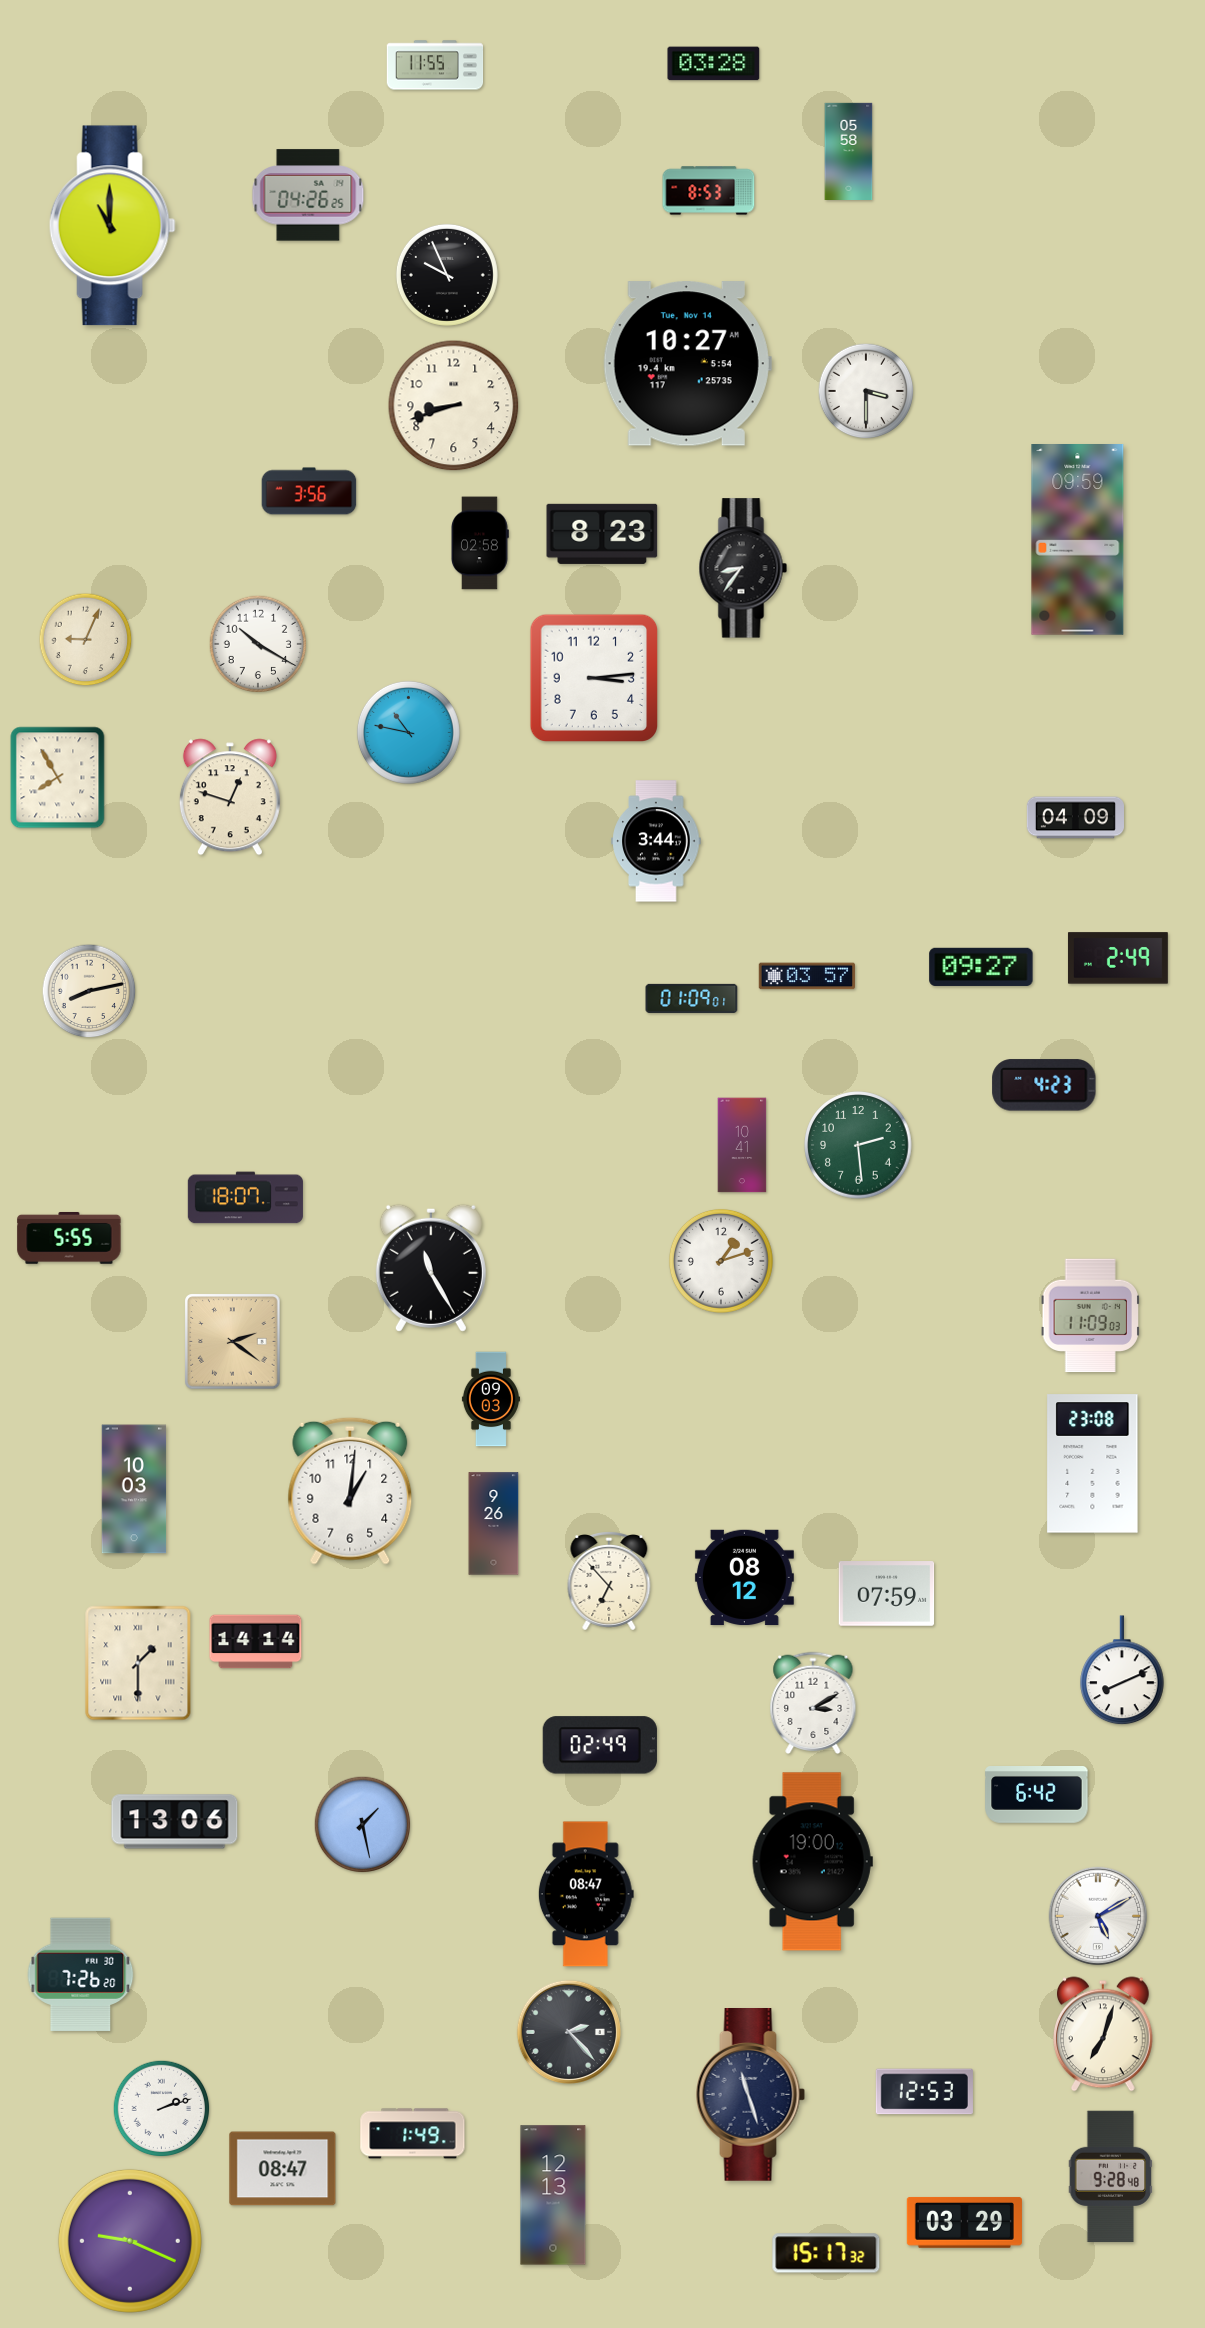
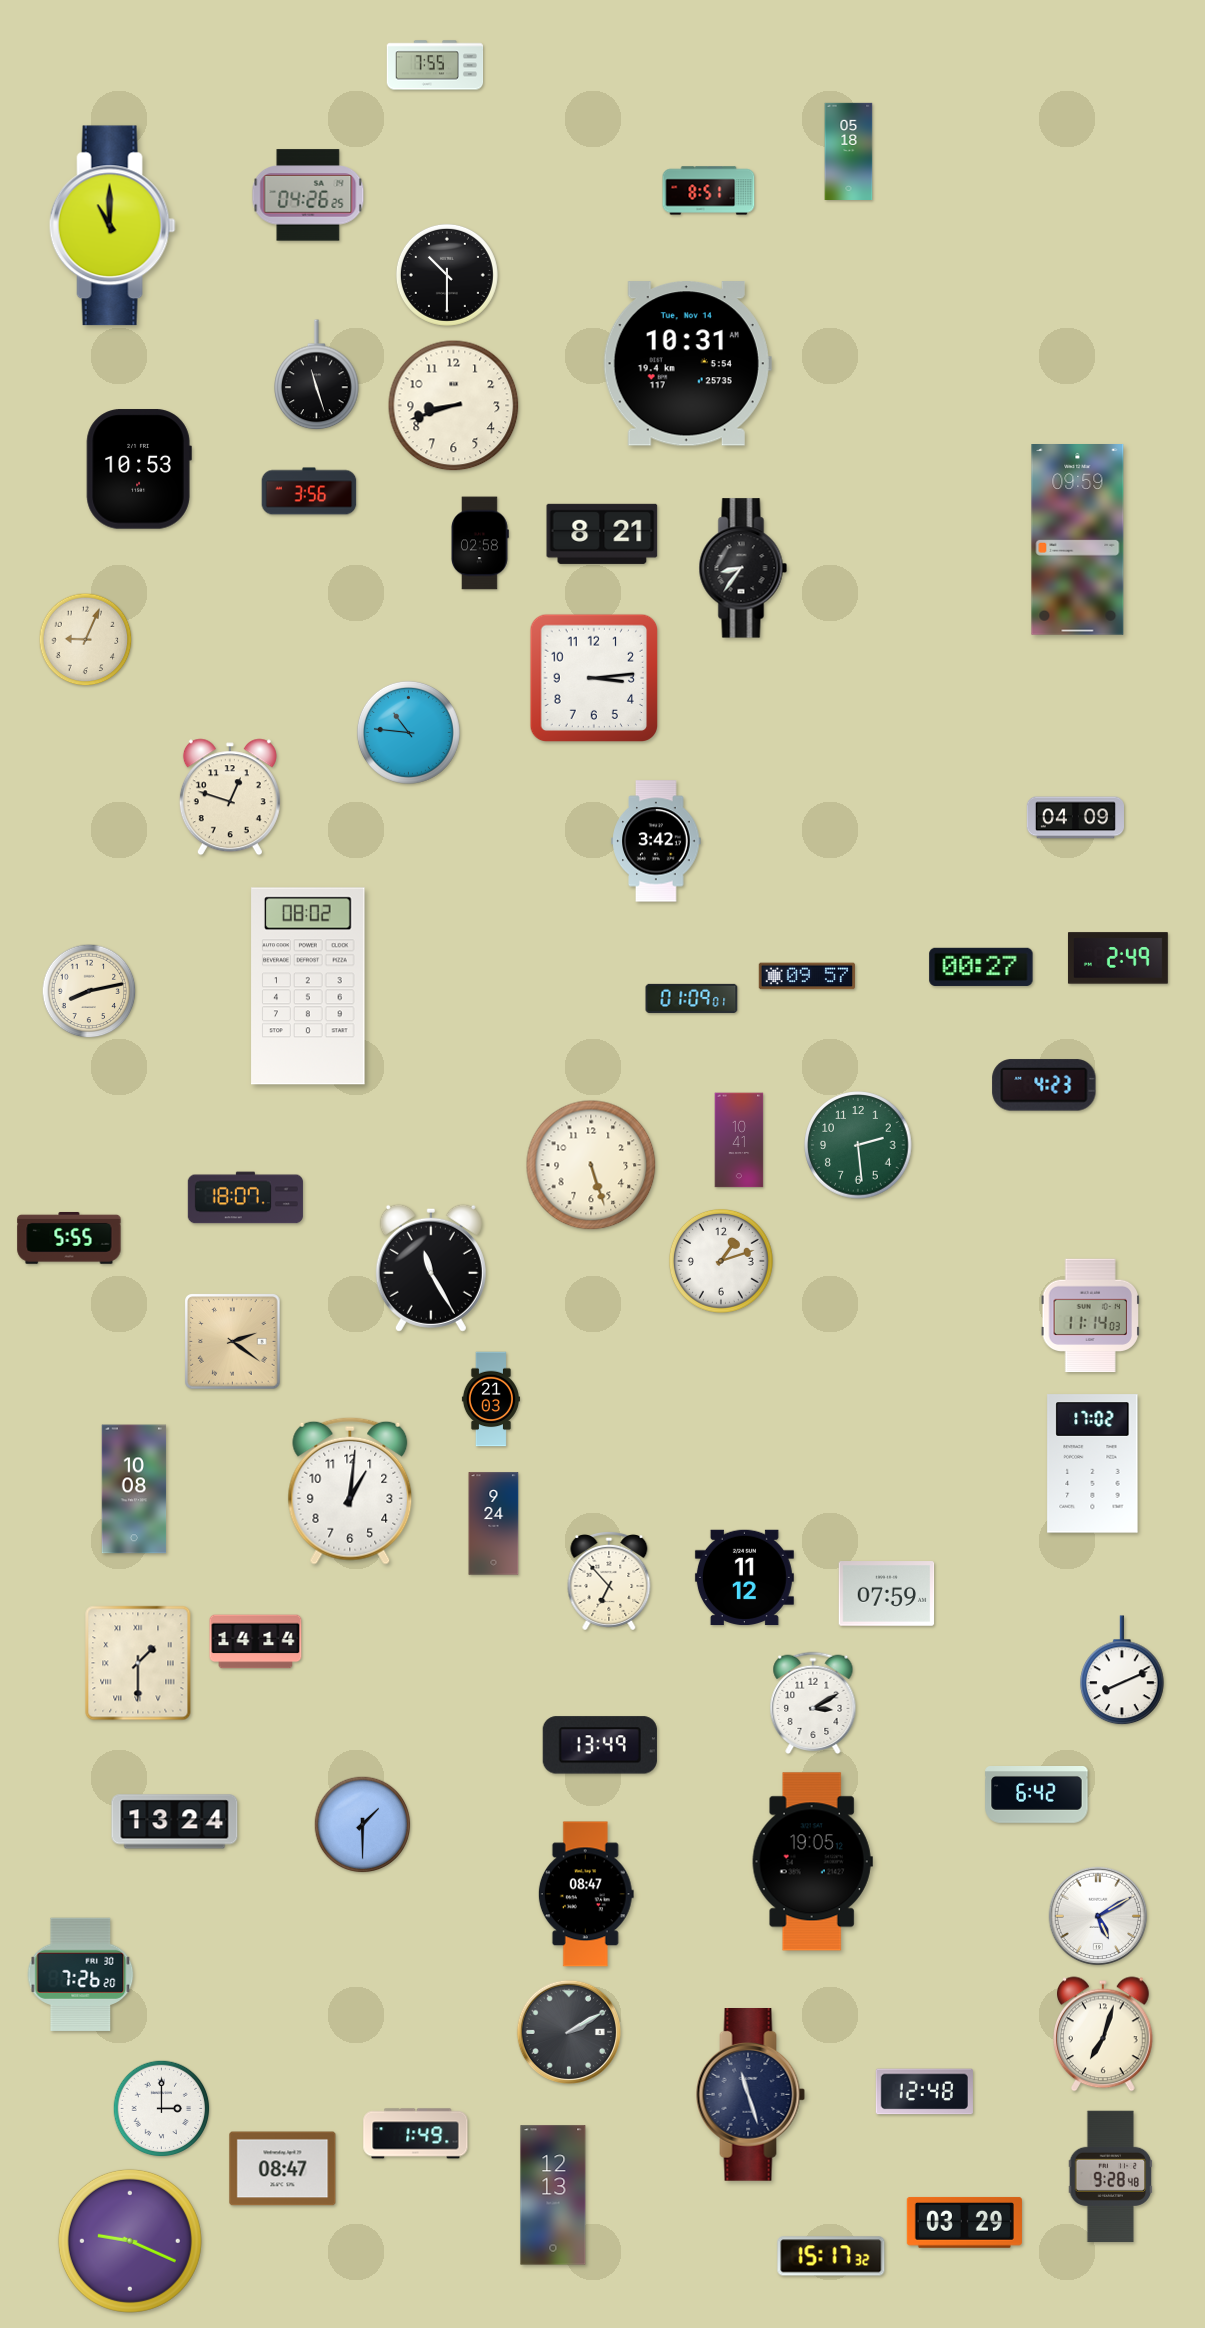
clock at (714, 64): 03:28 -> none
clock at (435, 65): 11:55 -> 7:55
clock at (849, 151): 05:58 -> 05:18
clock at (709, 191): 8:53 -> 8:51
clock at (447, 275): 9:56 -> 10:30
clock at (687, 364): 10:27 -> 10:31
clock at (317, 375): none -> 11:27
clock at (866, 391): 3:30 -> none
clock at (139, 469): none -> 10:53
clock at (602, 534): 8:23 -> 8:21
clock at (257, 643): 10:20 -> none
clock at (408, 732): 10:47 -> 10:46
clock at (58, 778): 7:55 -> none
clock at (656, 841): 3:44 -> 3:42
clock at (981, 967): 09:27 -> 00:27
clock at (806, 976): 03:57 -> 09:57
clock at (308, 986): none -> 08:02
clock at (742, 1145) position: (742, 1145) -> (739, 1140)
clock at (591, 1165): none -> 5:27
clock at (1090, 1316): 11:09 -> 11:14
clock at (491, 1399): 09:03 -> 21:03
clock at (1093, 1464): 23:08 -> 17:02
clock at (134, 1489): 10:03 -> 10:08
clock at (494, 1524): 9:26 -> 9:24
clock at (744, 1578): 08:12 -> 11:12
clock at (600, 1745): 02:49 -> 13:49
clock at (175, 1822): 13:06 -> 13:24
clock at (363, 1825): 1:28 -> 1:30
clock at (812, 1862): 19:00 -> 19:05
clock at (569, 2032): 2:23 -> 2:10
clock at (924, 2092): 12:53 -> 12:48
clock at (162, 2109): 2:12 -> 3:00
clock at (413, 2134) position: (413, 2134) -> (416, 2134)
clock at (826, 2253) position: (826, 2253) -> (831, 2256)
